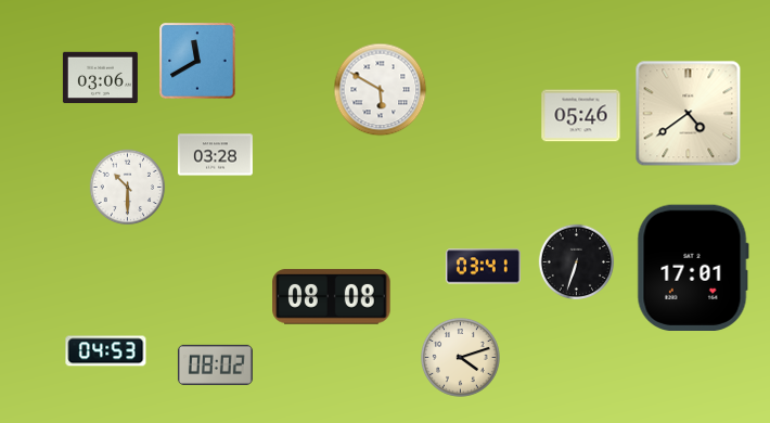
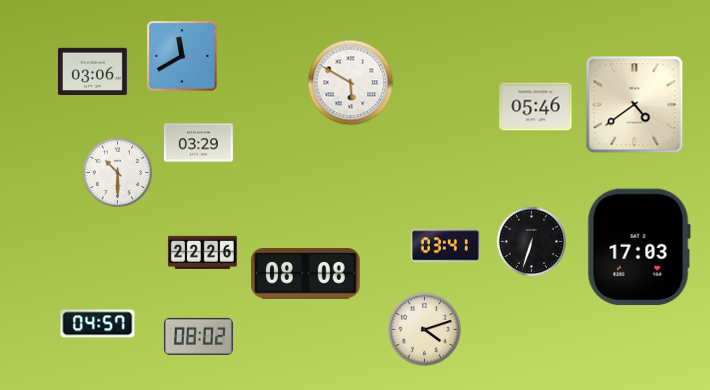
clock at (215, 155): 03:28 -> 03:29
clock at (693, 267): 17:01 -> 17:03
clock at (202, 252): none -> 22:26
clock at (106, 351): 04:53 -> 04:57
